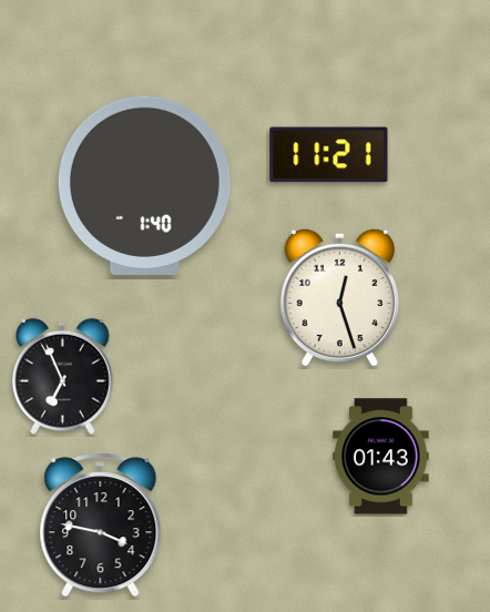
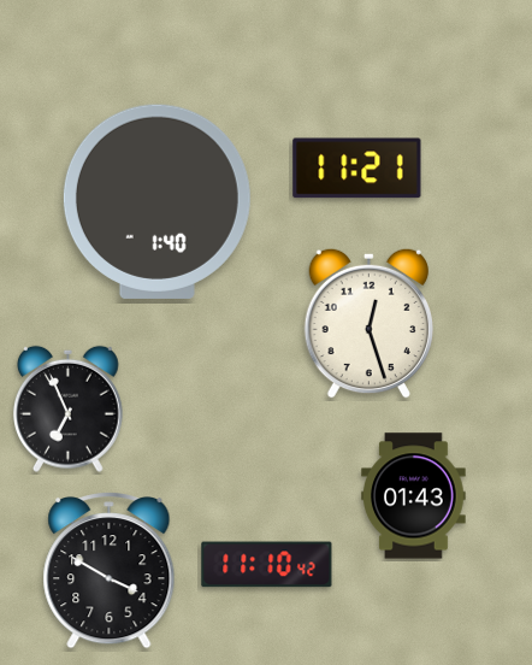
clock at (267, 565): none -> 11:10
clock at (101, 526): 3:47 -> 3:50
